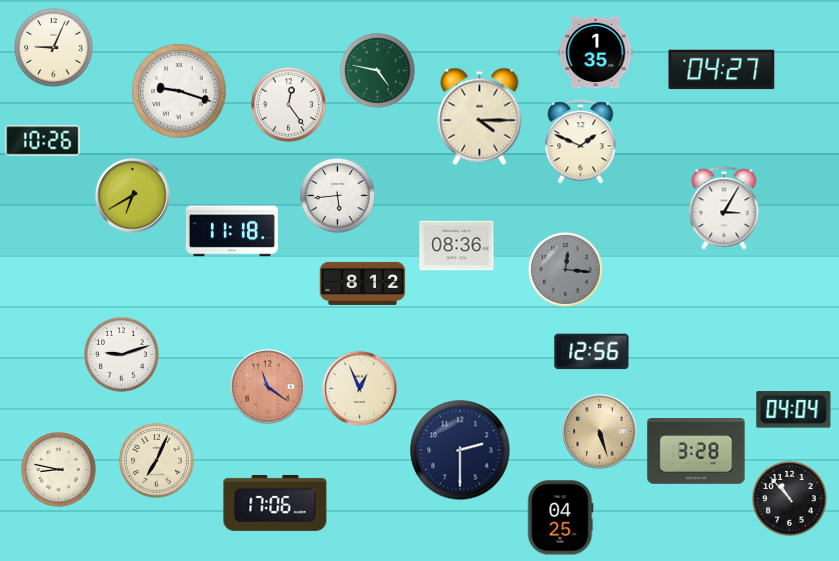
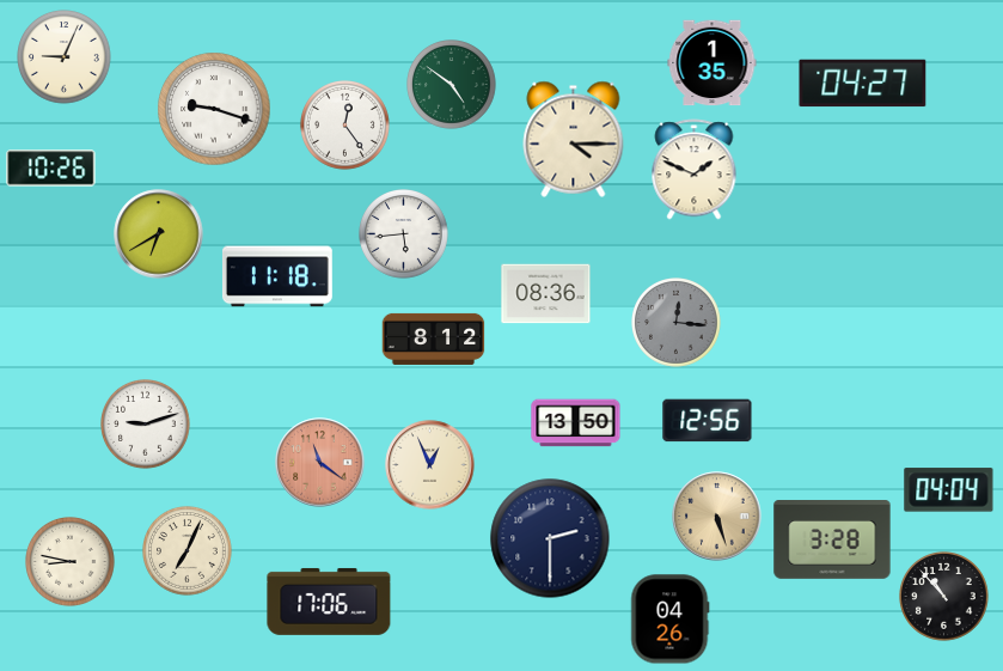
clock at (378, 71): 4:47 -> 4:51
clock at (724, 208): 3:05 -> none
clock at (576, 423): none -> 13:50
clock at (561, 518): 04:25 -> 04:26
